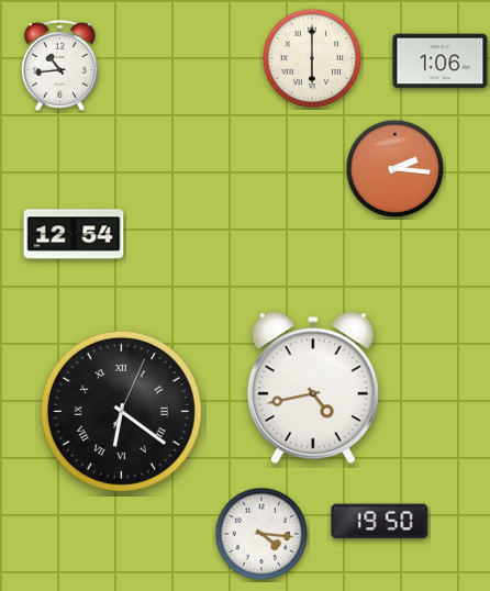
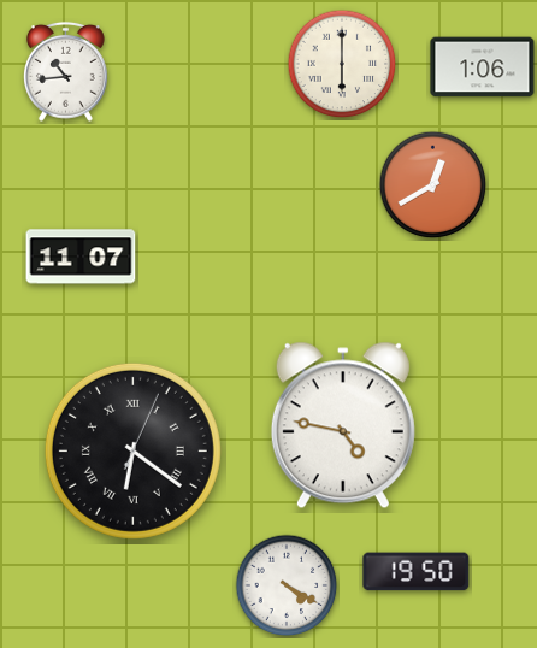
clock at (396, 169): 2:16 -> 12:40
clock at (74, 234): 12:54 -> 11:07
clock at (313, 388): 4:43 -> 4:47
clock at (261, 534): 4:16 -> 4:20
